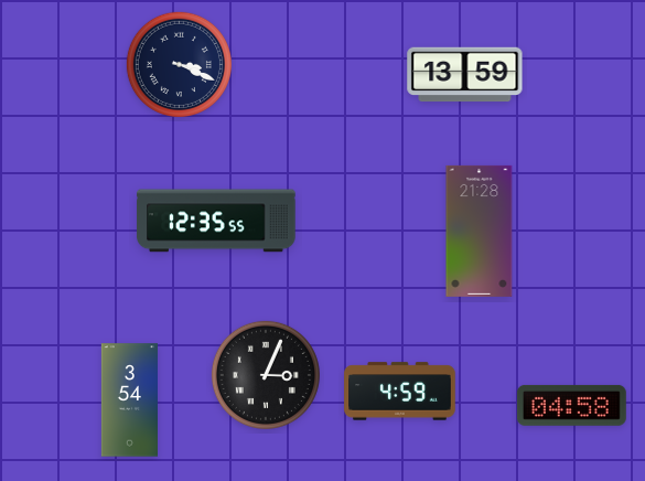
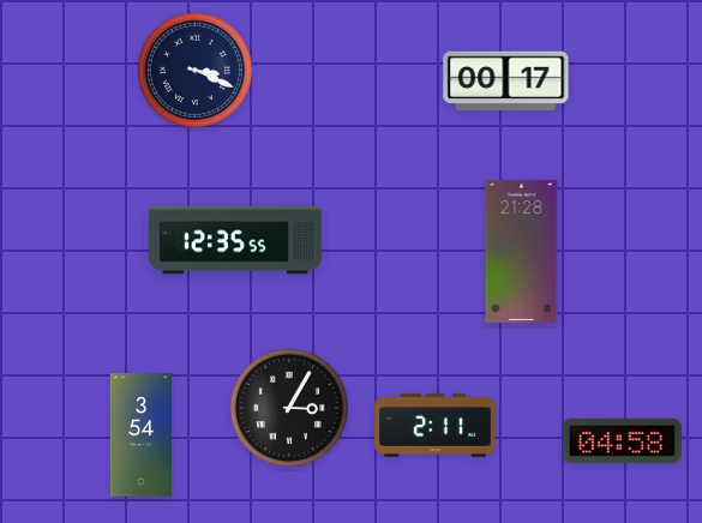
clock at (465, 75): 13:59 -> 00:17
clock at (266, 375): 3:04 -> 3:05
clock at (400, 392): 4:59 -> 2:11
